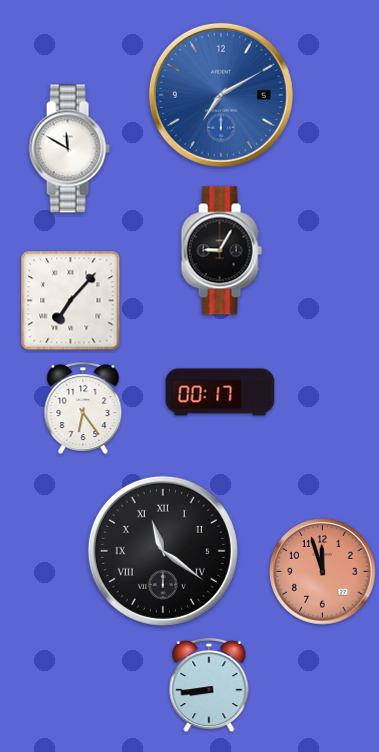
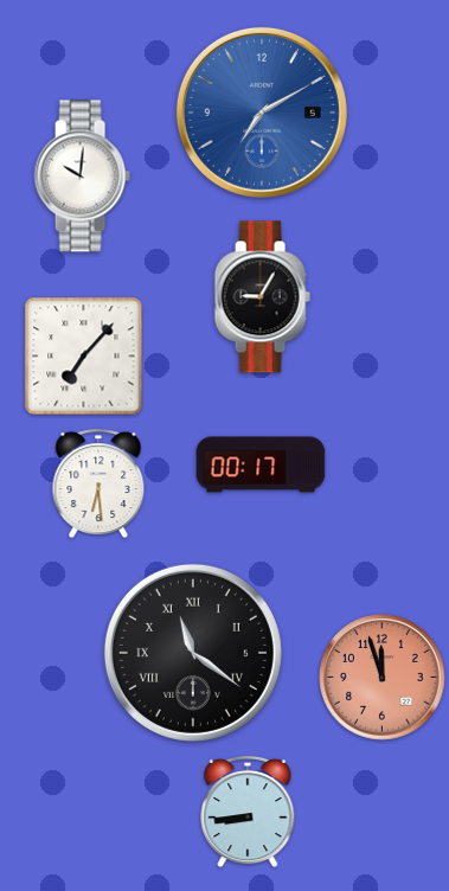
clock at (69, 149): 11:50 -> 10:01
clock at (83, 408): 6:24 -> 6:29
